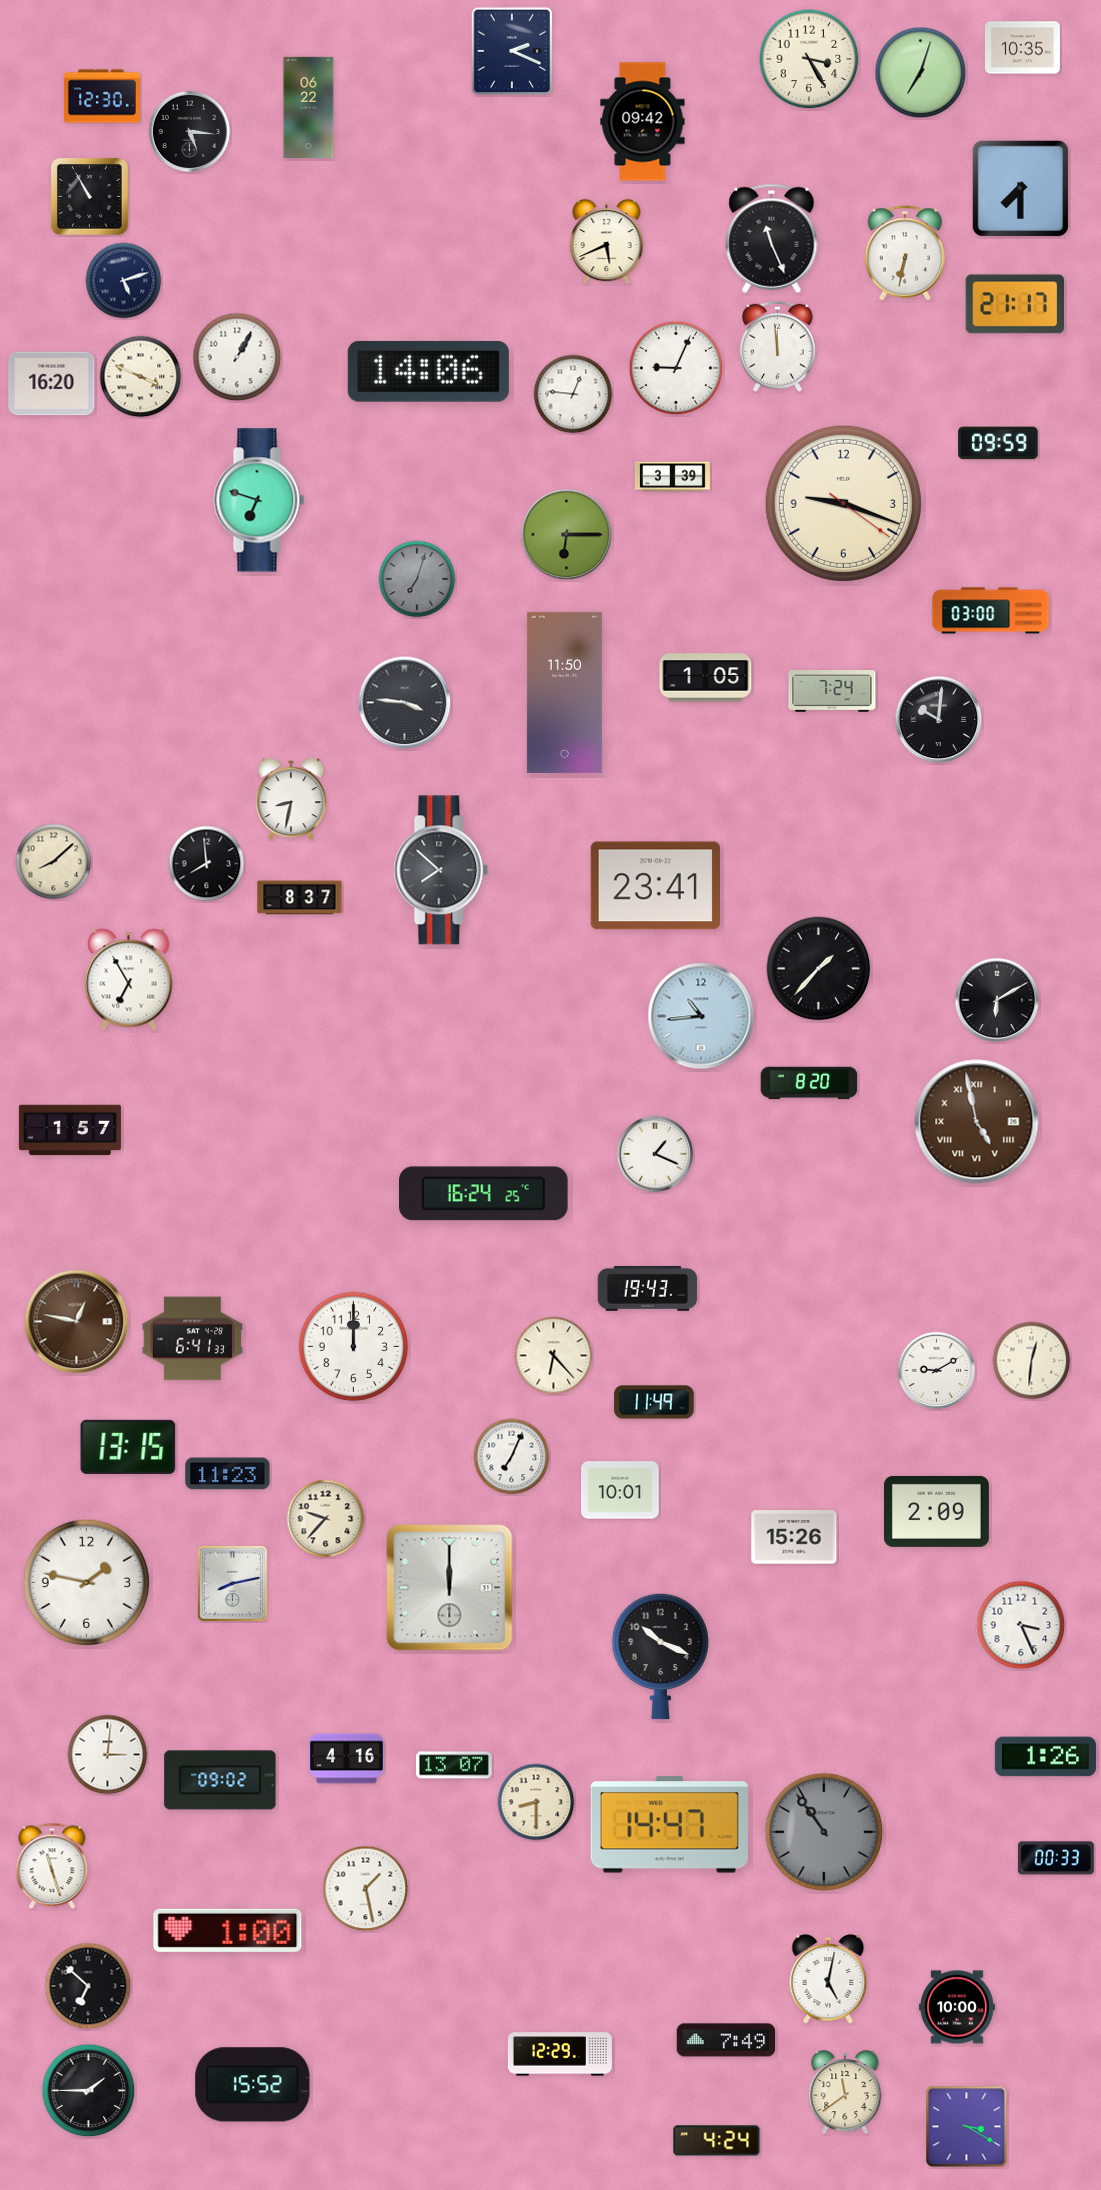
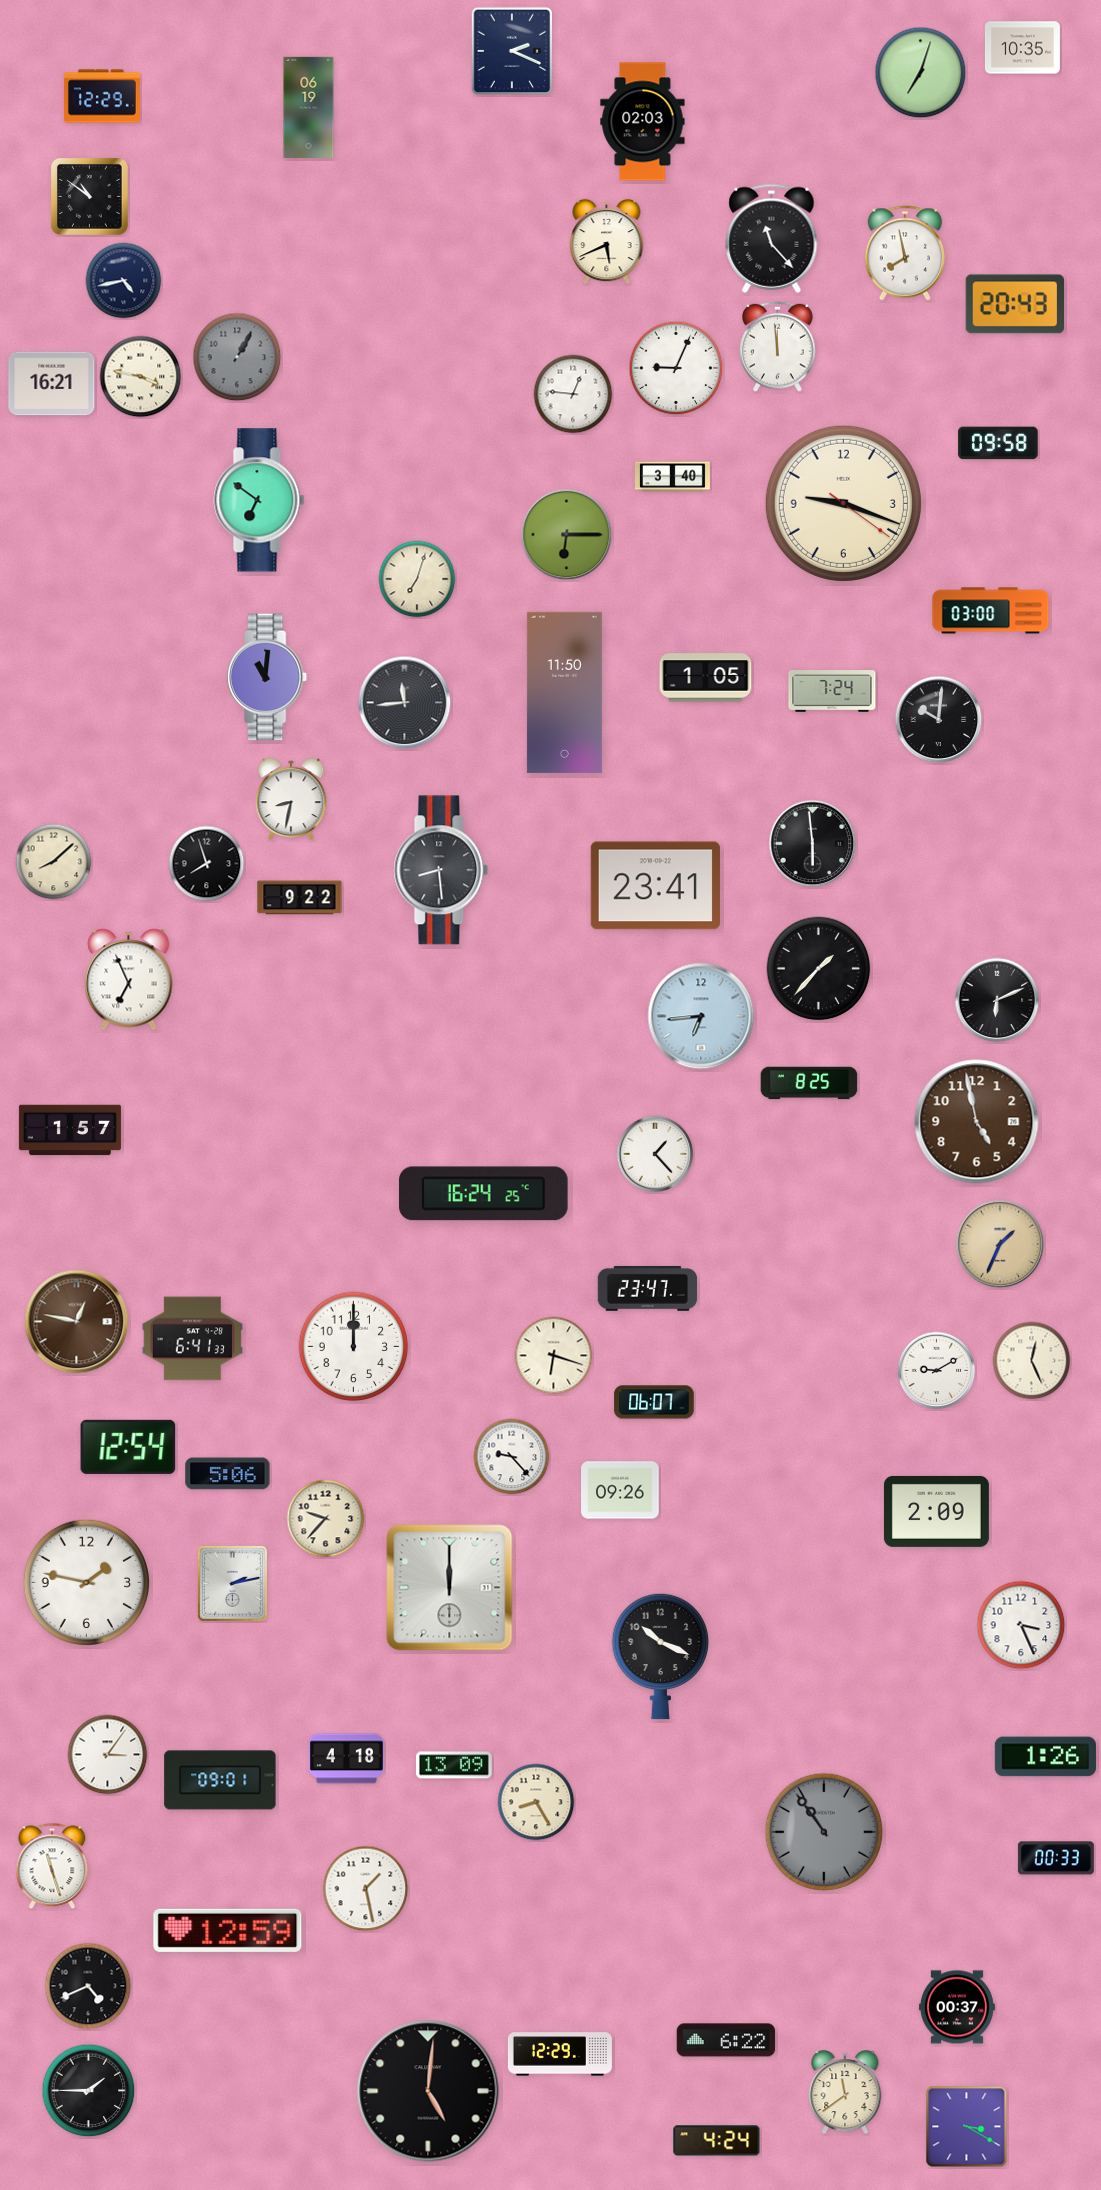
clock at (809, 59): 3:25 -> none
clock at (102, 96): 12:30 -> 12:29
clock at (309, 107): 06:22 -> 06:19
clock at (643, 122): 09:42 -> 02:03
clock at (190, 132): 5:16 -> none
clock at (1021, 189): 7:30 -> none
clock at (89, 196): 10:55 -> 10:51
clock at (772, 238): 11:26 -> 11:23
clock at (905, 253): 6:32 -> 7:58
clock at (124, 281): 5:12 -> 4:43
clock at (1015, 304): 21:17 -> 20:43
clock at (237, 357) dial: white -> grey
clock at (428, 371): 14:06 -> none
clock at (141, 377): 3:49 -> 3:47
clock at (52, 384): 16:20 -> 16:21
clock at (998, 443): 09:59 -> 09:58
clock at (672, 477): 3:39 -> 3:40
clock at (259, 500): 6:48 -> 6:51
clock at (417, 579) dial: grey -> cream
clock at (268, 677): none -> 11:01
clock at (405, 703): 3:46 -> 11:44
clock at (813, 844): none -> 5:59
clock at (207, 864): 7:59 -> 7:57
clock at (441, 870): 7:52 -> 8:29
clock at (300, 898): 8:37 -> 9:22
clock at (129, 980): 6:55 -> 6:56
clock at (997, 1000): 6:10 -> 6:11
clock at (701, 1016): 10:44 -> 6:44
clock at (809, 1083): 8:20 -> 8:25
clock at (977, 1122) numerals: Roman -> Arabic
clock at (655, 1154): 1:19 -> 1:23
clock at (1000, 1244): none -> 1:34
clock at (648, 1288): 19:43 -> 23:47
clock at (554, 1356): 6:23 -> 6:18
clock at (1032, 1361): 12:31 -> 12:26
clock at (654, 1402): 11:49 -> 06:07
clock at (128, 1447): 13:15 -> 12:54
clock at (512, 1457): 7:04 -> 9:23
clock at (228, 1474): 11:23 -> 5:06
clock at (620, 1490): 10:01 -> 09:26
clock at (794, 1537): 15:26 -> none
clock at (232, 1583): 8:13 -> 2:13
clock at (108, 1755): 3:01 -> 3:06
clock at (346, 1759): 4:16 -> 4:18
clock at (454, 1765): 13:07 -> 13:09
clock at (220, 1780): 09:02 -> 09:01
clock at (536, 1802): 8:30 -> 8:25
clock at (669, 1825): 14:47 -> none
clock at (228, 1930): 1:00 -> 12:59
clock at (828, 1979): 5:02 -> none
clock at (88, 1986): 6:52 -> 4:41
clock at (957, 2007): 10:00 -> 00:37
clock at (726, 2040): 7:49 -> 6:22
clock at (253, 2085): 15:52 -> none
clock at (428, 2091): none -> 5:01
